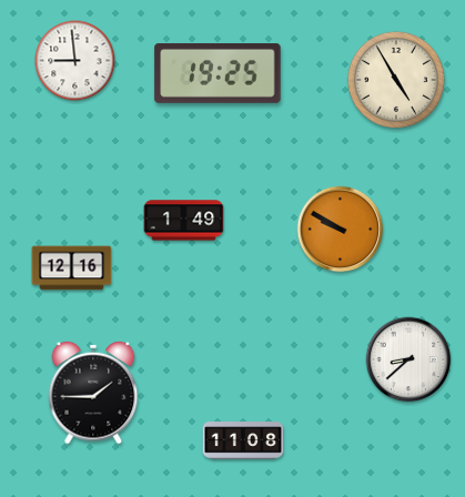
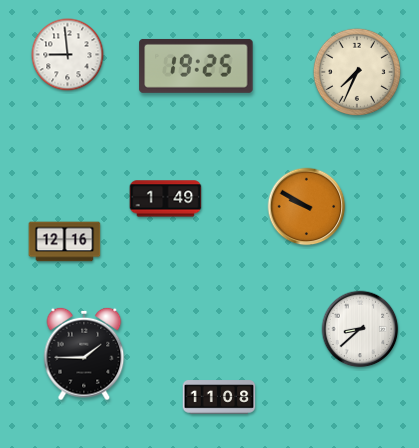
clock at (396, 80): 4:55 -> 7:34
clock at (408, 359) position: (408, 359) -> (360, 329)
